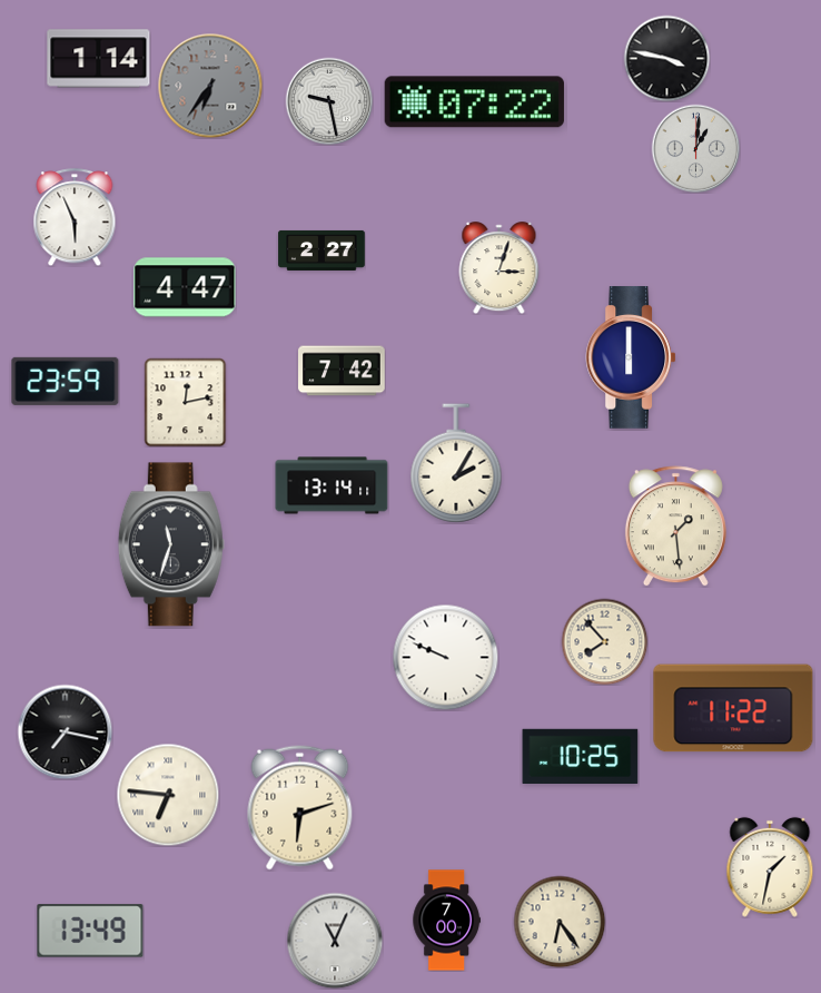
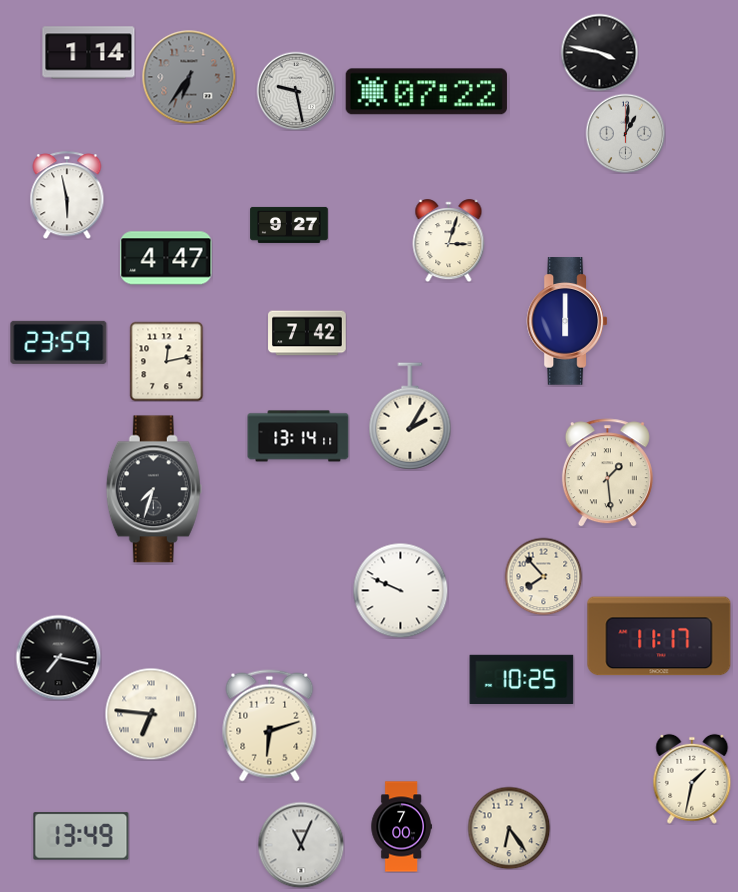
clock at (75, 217): 5:56 -> 5:58
clock at (322, 250): 2:27 -> 9:27
clock at (171, 544): 11:33 -> 7:33
clock at (733, 708): 11:22 -> 11:17
clock at (560, 922) position: (560, 922) -> (509, 828)
